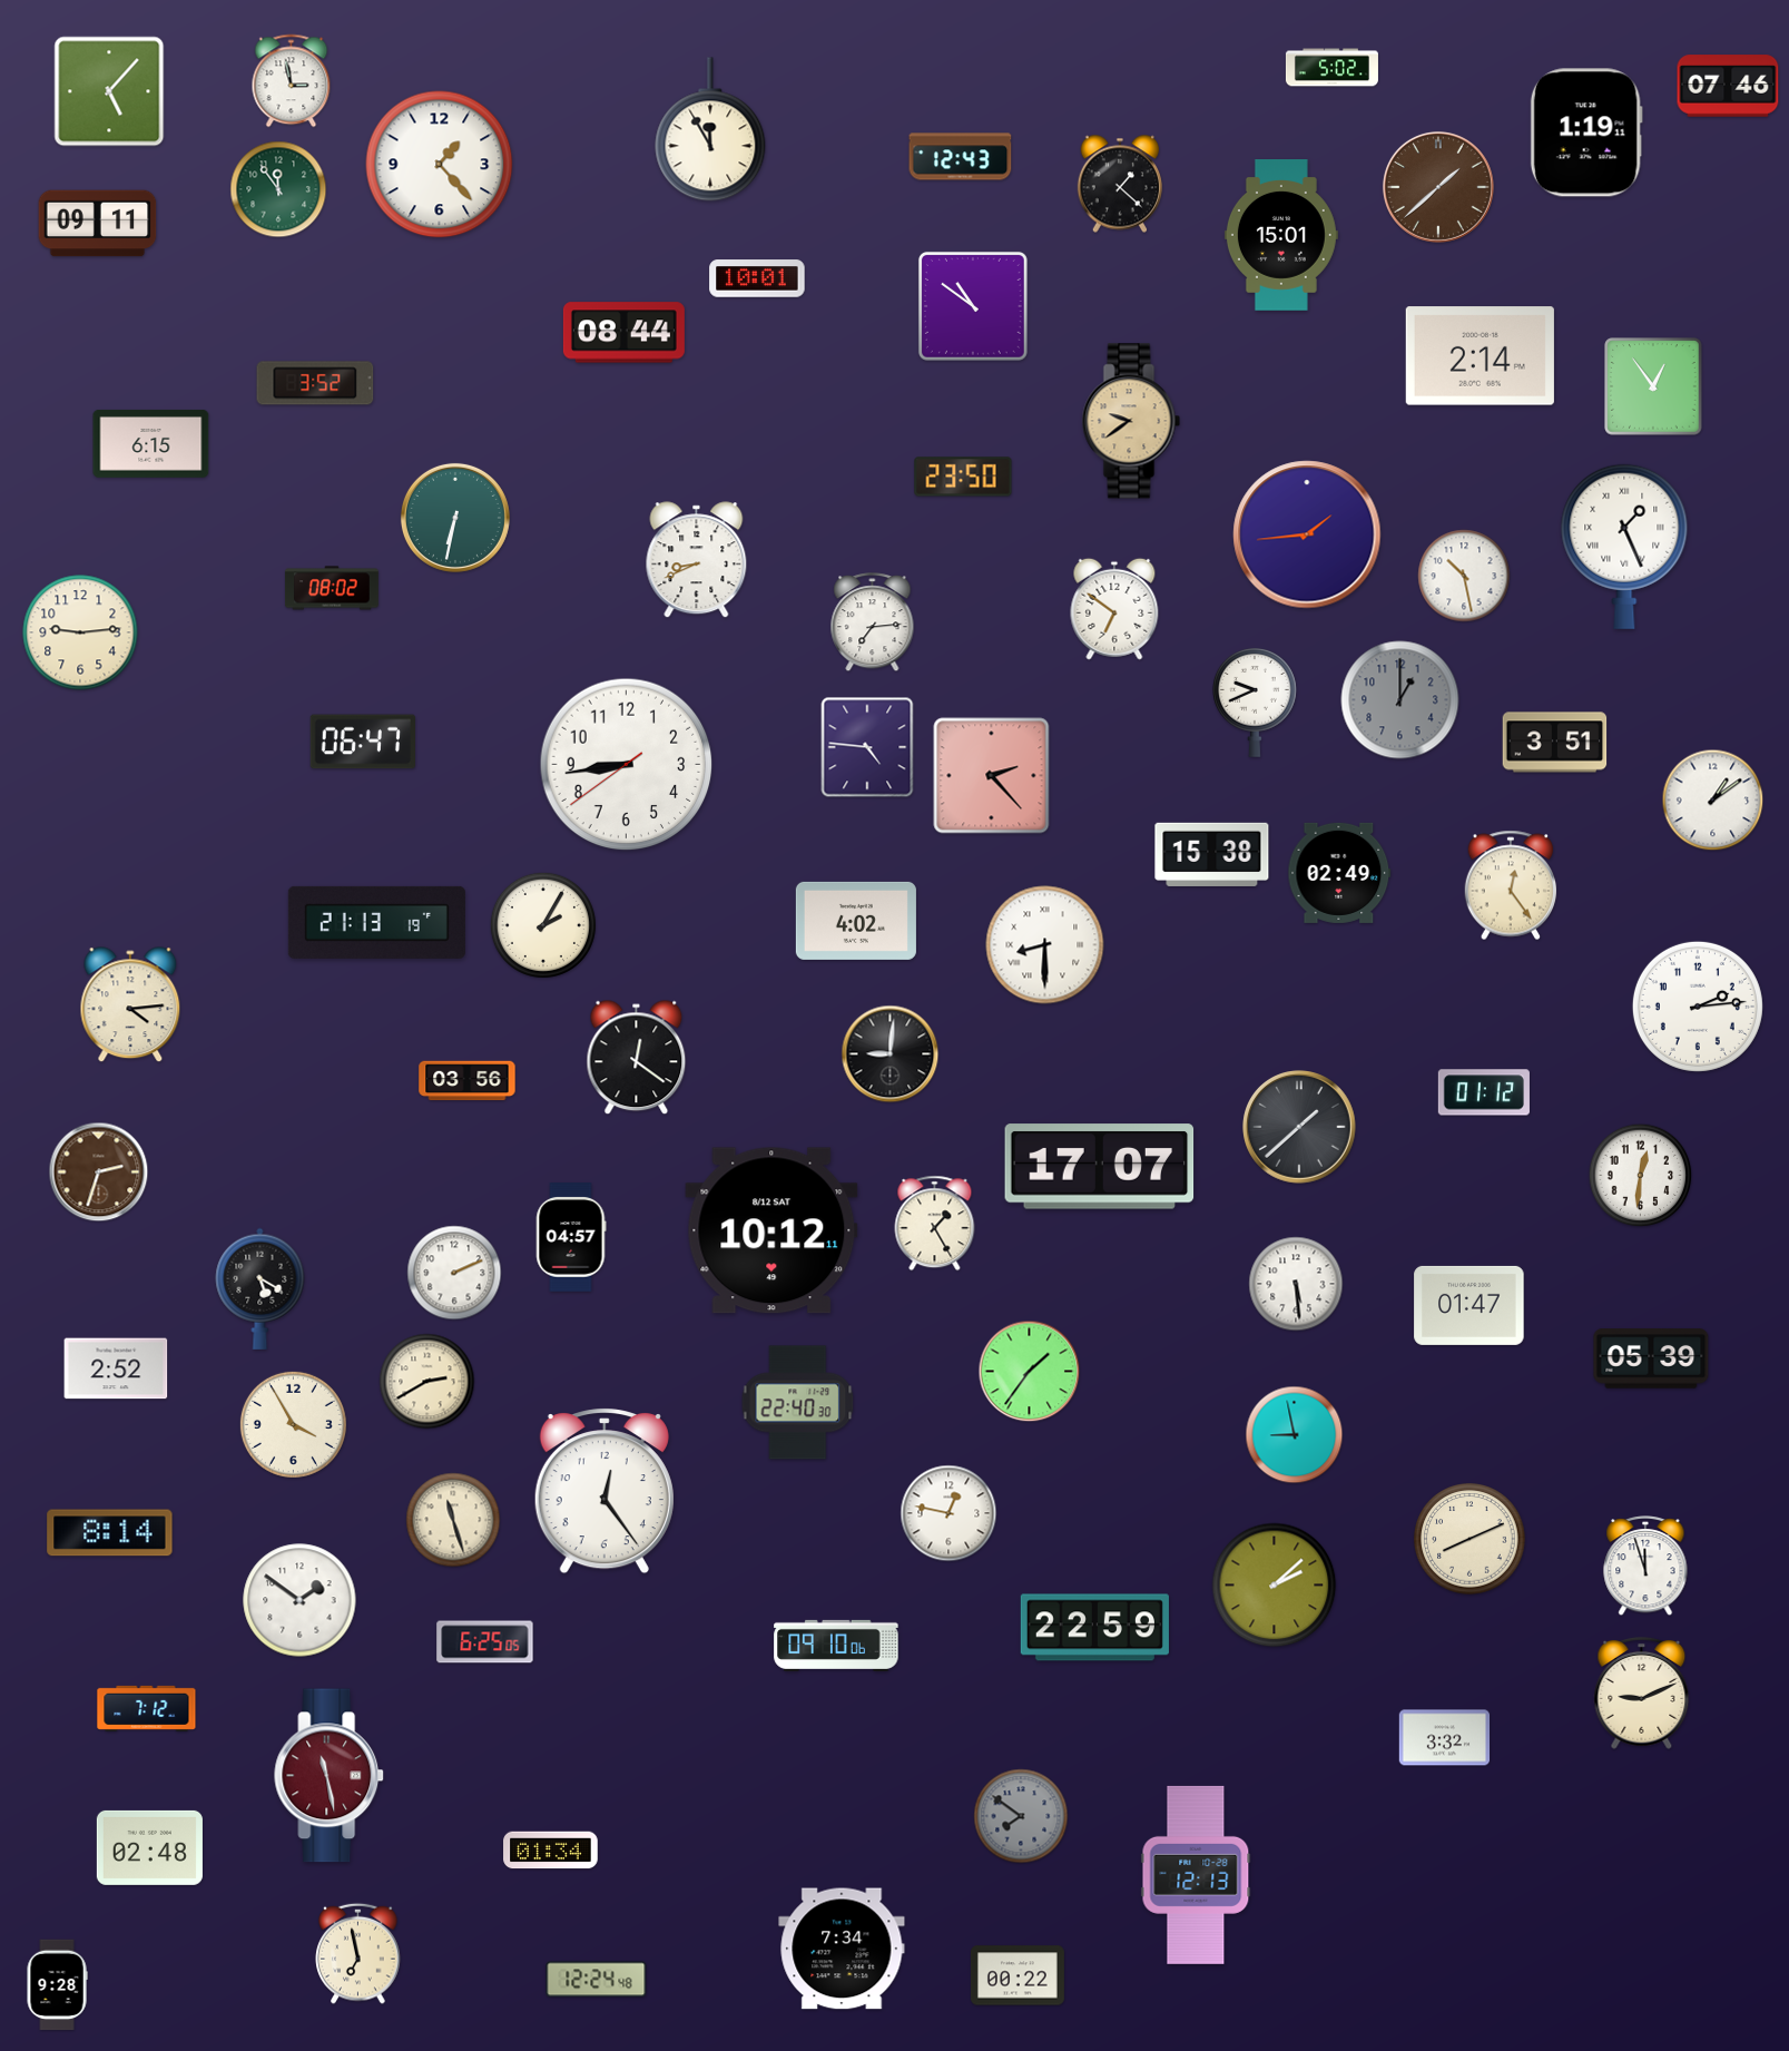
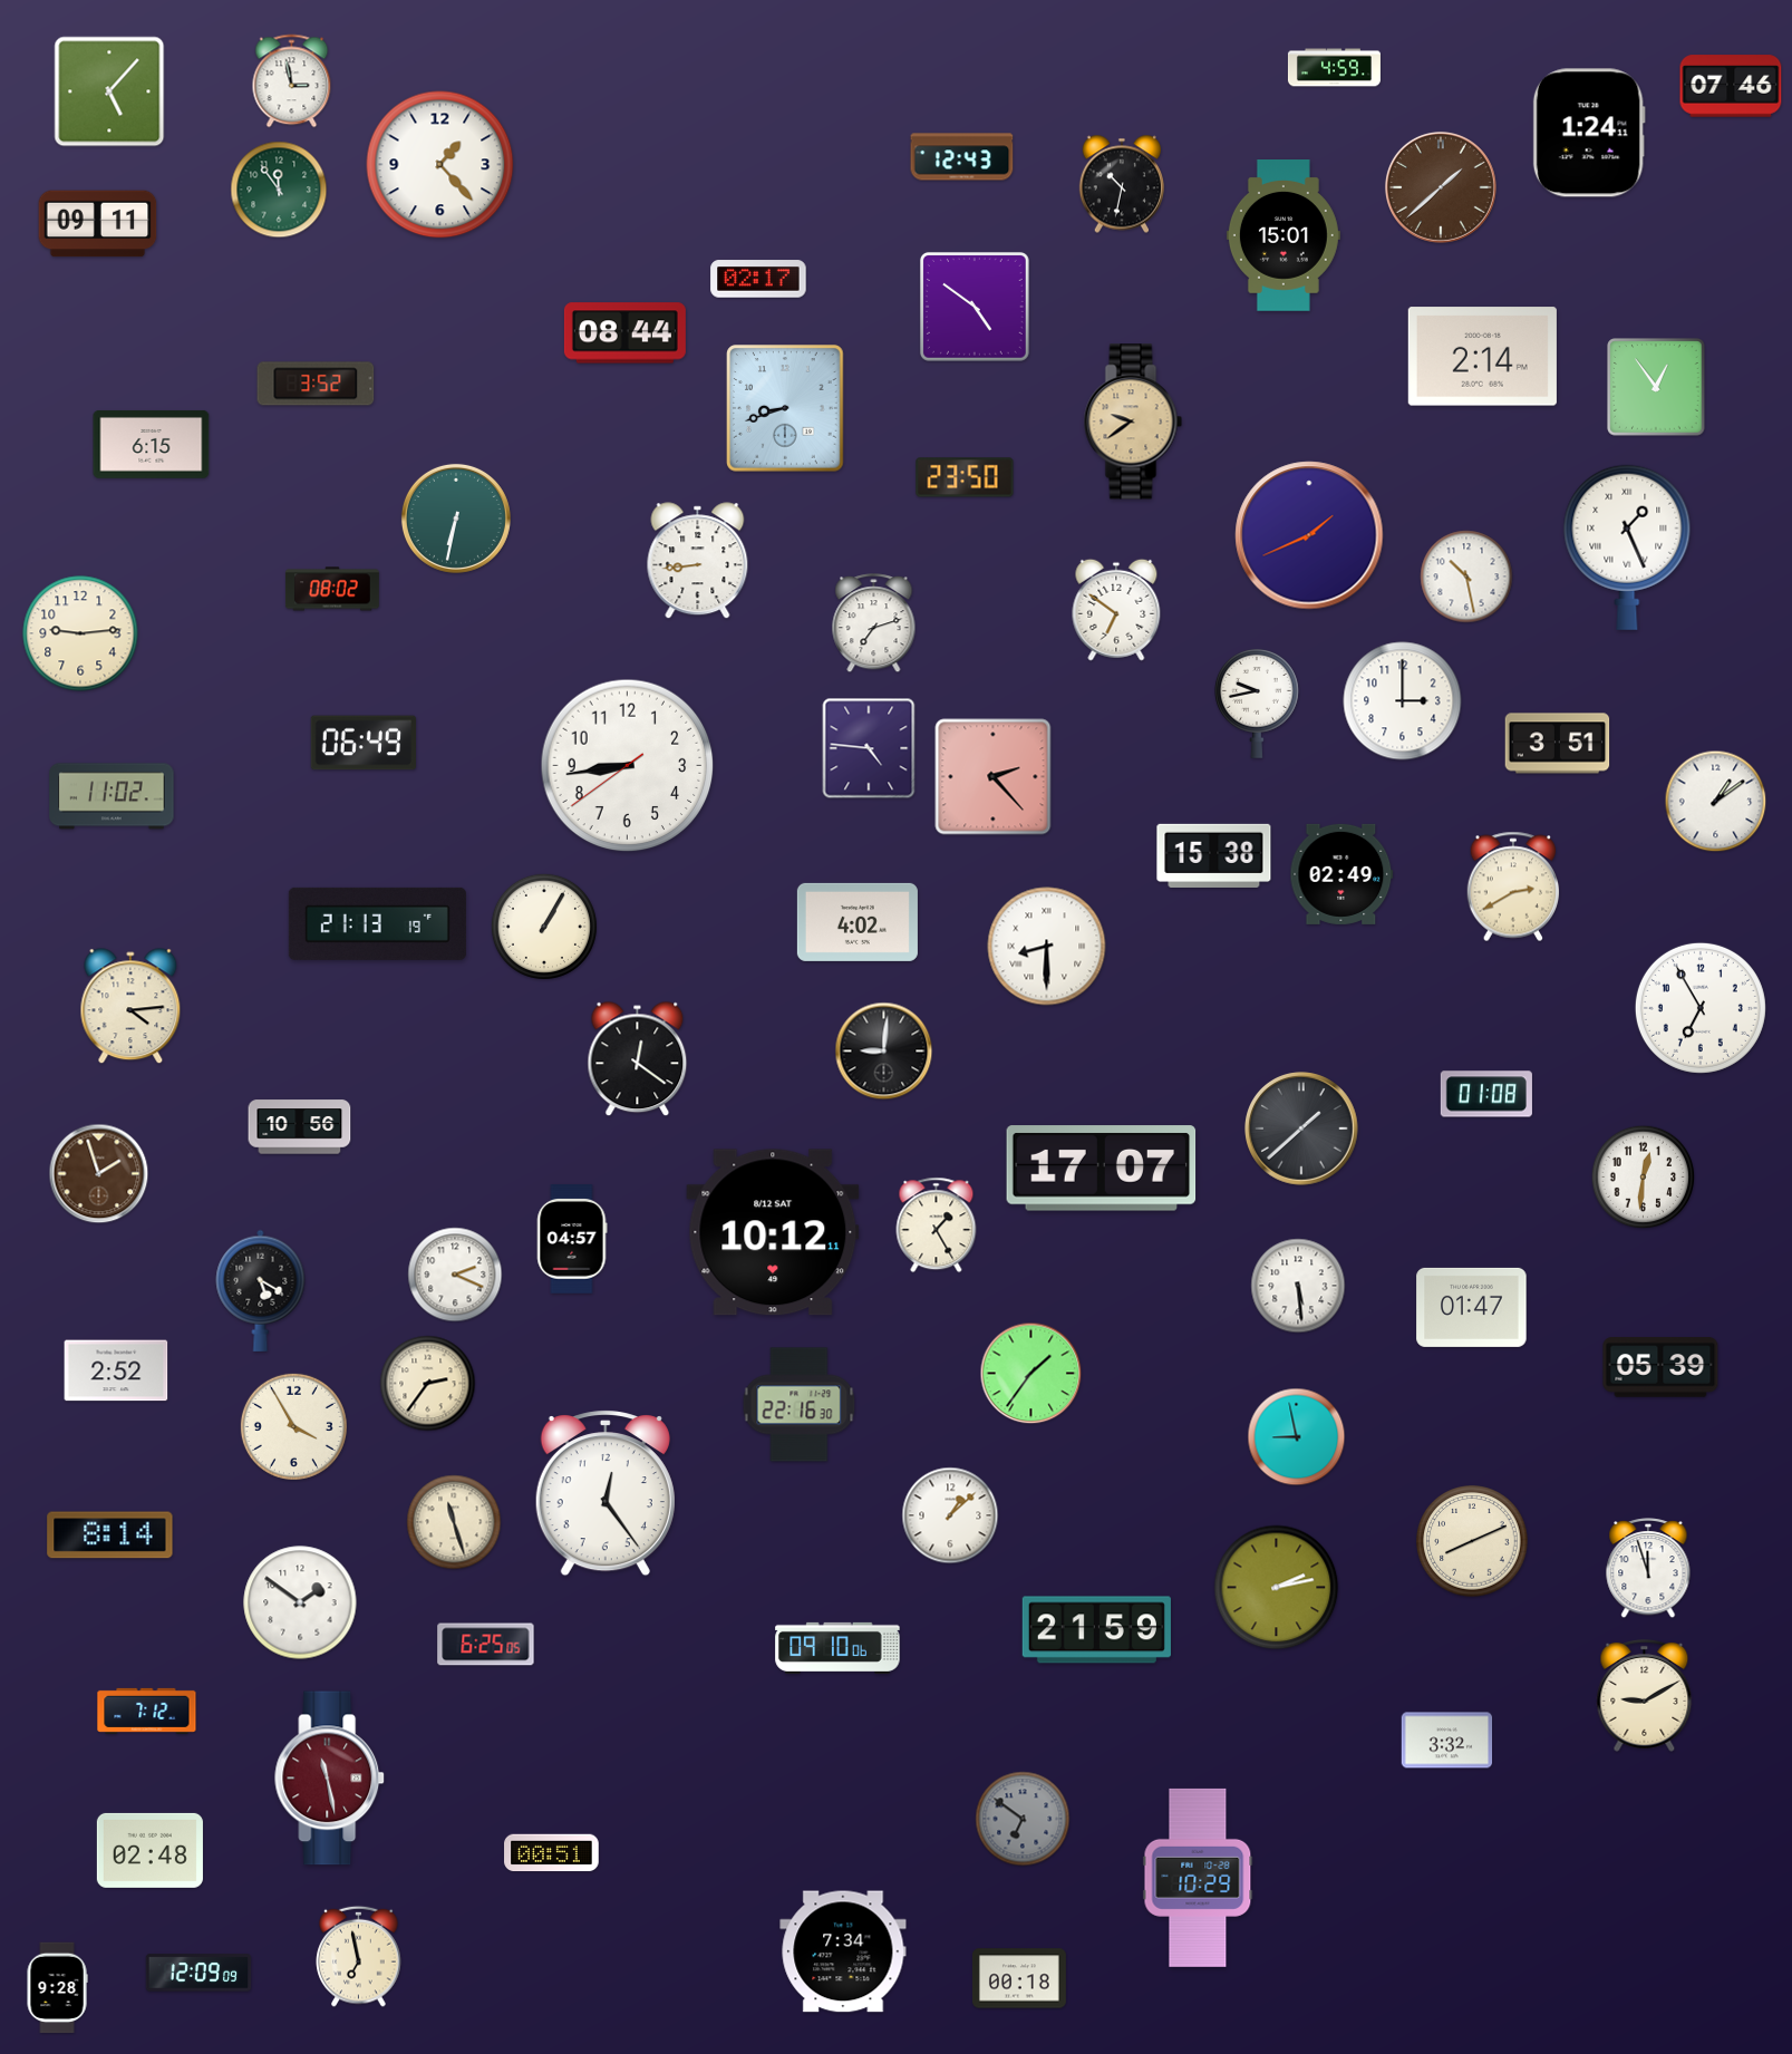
clock at (1331, 68): 5:02 -> 4:59
clock at (710, 129): 11:55 -> none
clock at (1586, 133): 1:19 -> 1:24
clock at (1119, 184): 1:22 -> 10:32
clock at (757, 278): 10:01 -> 02:17
clock at (973, 306): 10:51 -> 4:51
clock at (785, 408): none -> 8:42
clock at (1307, 534): 1:44 -> 1:41
clock at (697, 560): 8:41 -> 8:44
clock at (873, 622): 7:14 -> 7:12
clock at (1400, 700): 1:00 -> 3:00
clock at (1400, 700) dial: grey -> white
clock at (1255, 703): 9:41 -> 9:43
clock at (362, 742): 06:47 -> 06:49
clock at (112, 796): none -> 11:02
clock at (1511, 885): 12:24 -> 2:40
clock at (543, 925): 2:05 -> 1:05
clock at (1698, 1007): 2:14 -> 6:55
clock at (891, 1054) position: (891, 1054) -> (884, 1052)
clock at (468, 1081): 03:56 -> none
clock at (1484, 1092): 01:12 -> 01:08
clock at (300, 1127): none -> 10:56
clock at (99, 1172): 2:33 -> 1:57
clock at (454, 1273): 2:11 -> 2:19
clock at (1651, 1358) position: (1651, 1358) -> (1660, 1367)
clock at (427, 1382): 2:40 -> 2:36
clock at (798, 1403): 22:40 -> 22:16
clock at (948, 1513): 12:47 -> 1:08
clock at (1275, 1586): 2:08 -> 2:13
clock at (1094, 1628): 22:59 -> 21:59
clock at (1642, 1692): 9:11 -> 9:10
clock at (1021, 1816): 7:51 -> 6:51
clock at (551, 1851): 01:34 -> 00:51
clock at (1196, 1875): 12:13 -> 10:29
clock at (198, 1973): none -> 12:09
clock at (1018, 1975): 00:22 -> 00:18
clock at (597, 1980): 12:24 -> none
